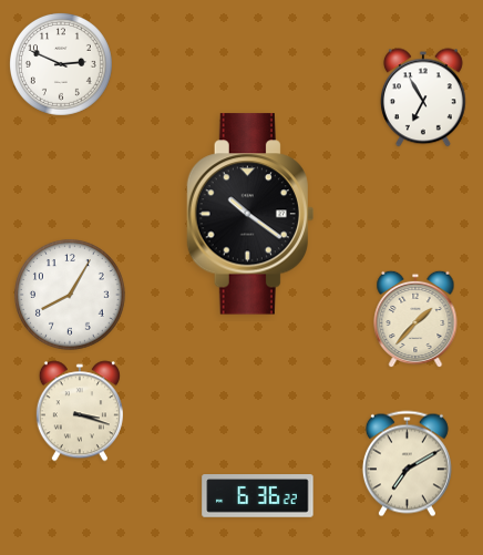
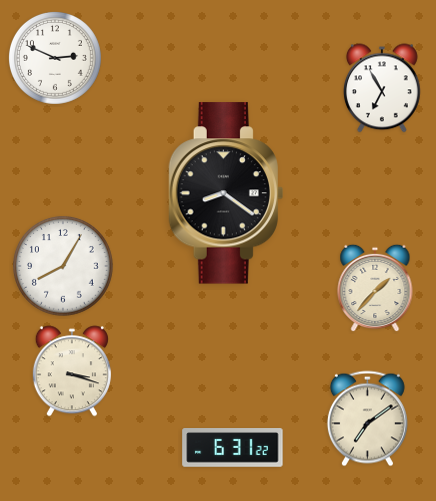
clock at (249, 214): 10:21 -> 8:21
clock at (407, 464): 7:10 -> 7:09
clock at (258, 496): 6:36 -> 6:31
